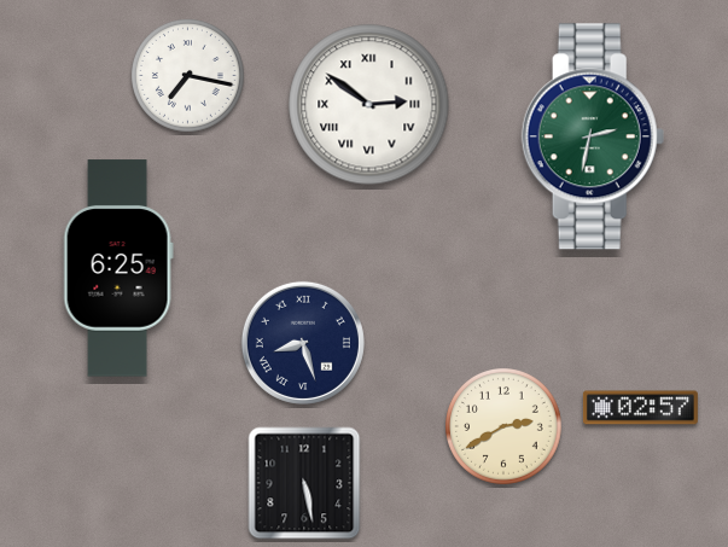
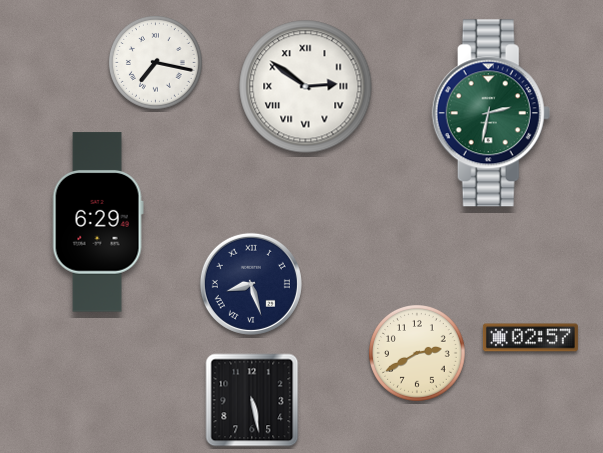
clock at (118, 268): 6:25 -> 6:29
